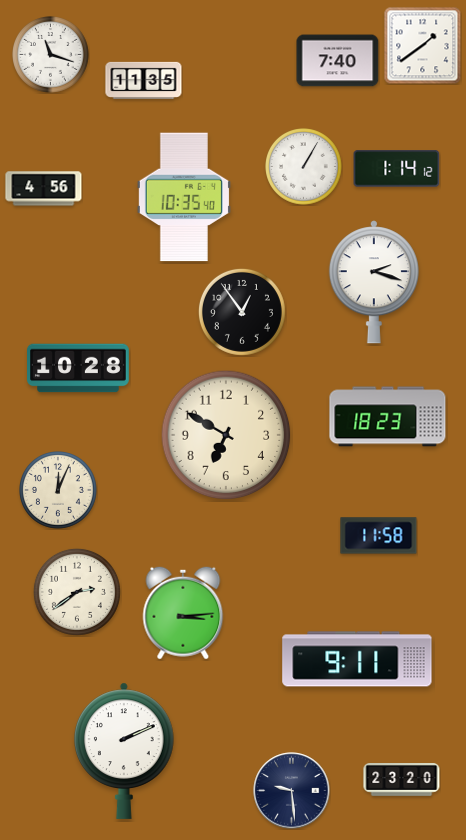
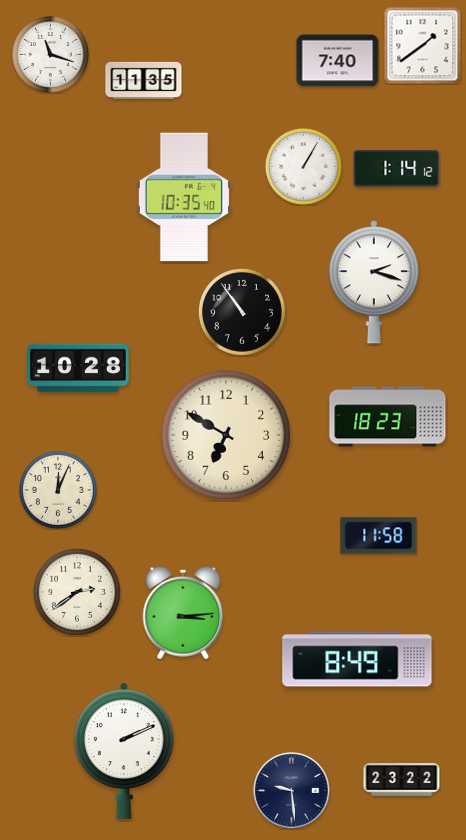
clock at (44, 189): 4:56 -> none
clock at (242, 312): 12:54 -> 10:54
clock at (357, 659): 9:11 -> 8:49
clock at (402, 780): 23:20 -> 23:22
